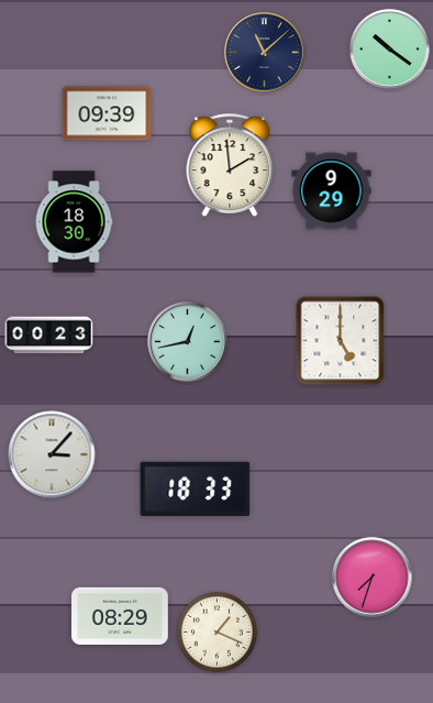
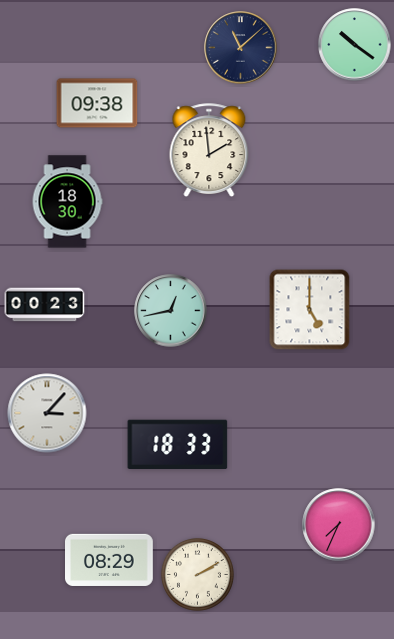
clock at (107, 113): 09:39 -> 09:38
clock at (332, 191): 9:29 -> none
clock at (373, 578): 7:33 -> 7:34
clock at (216, 631): 1:19 -> 2:10
